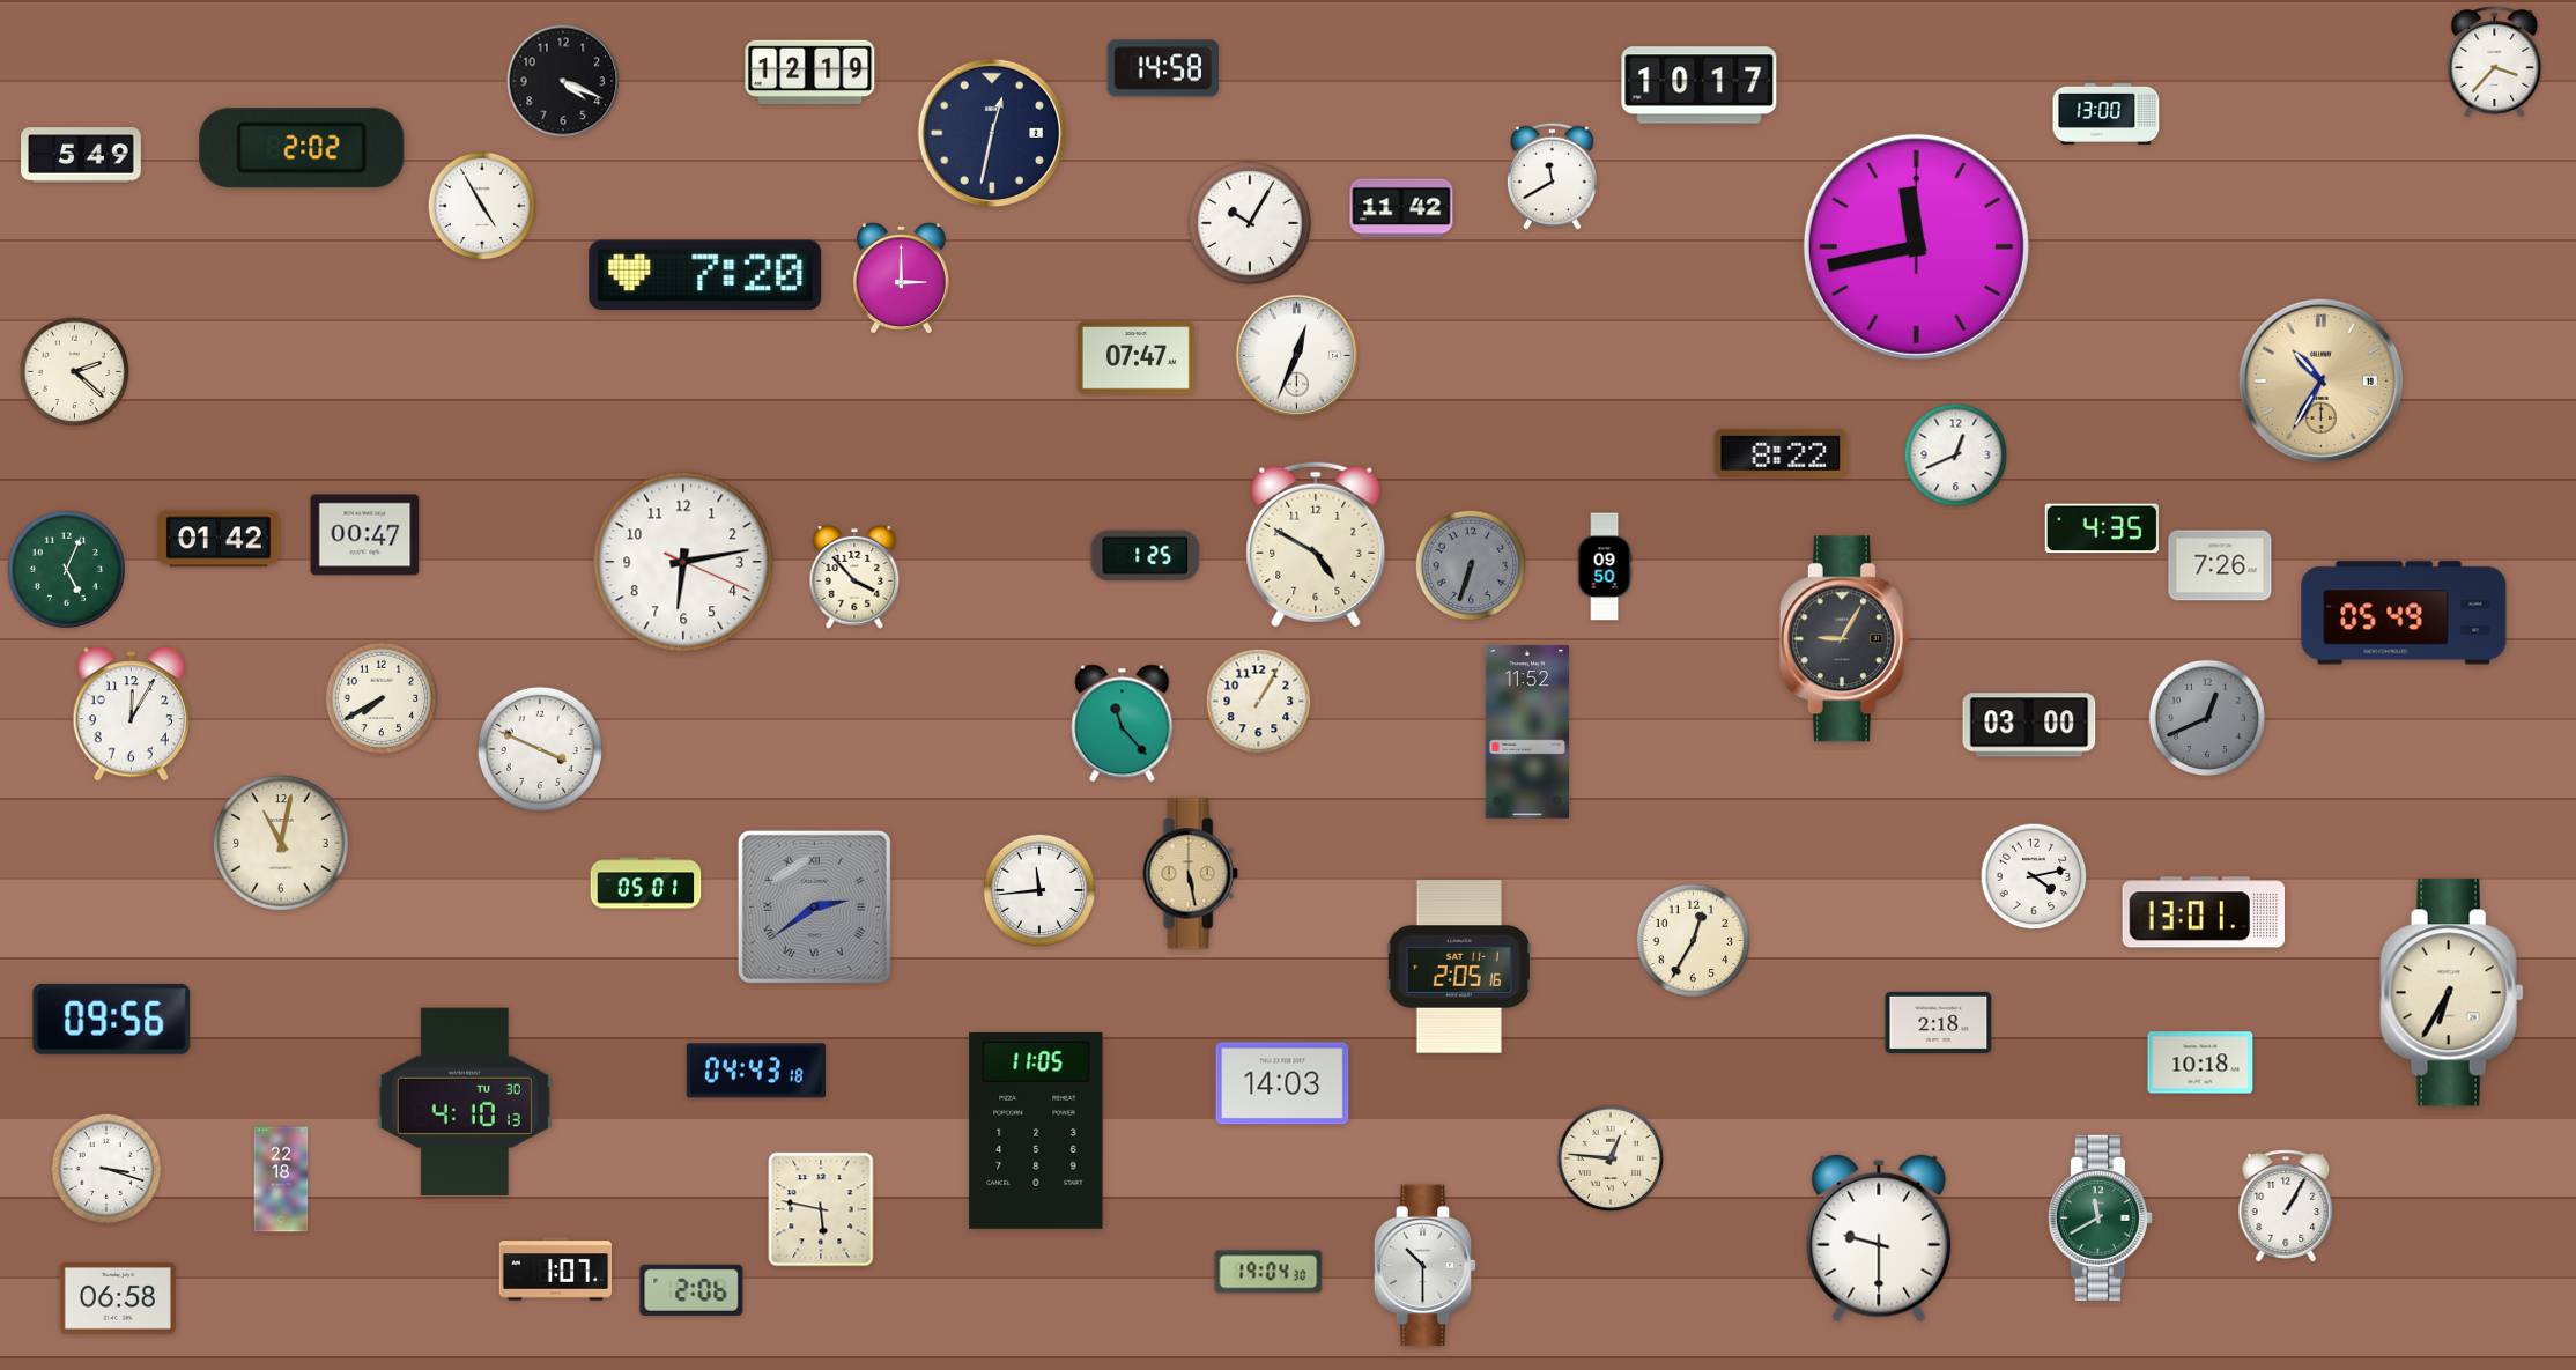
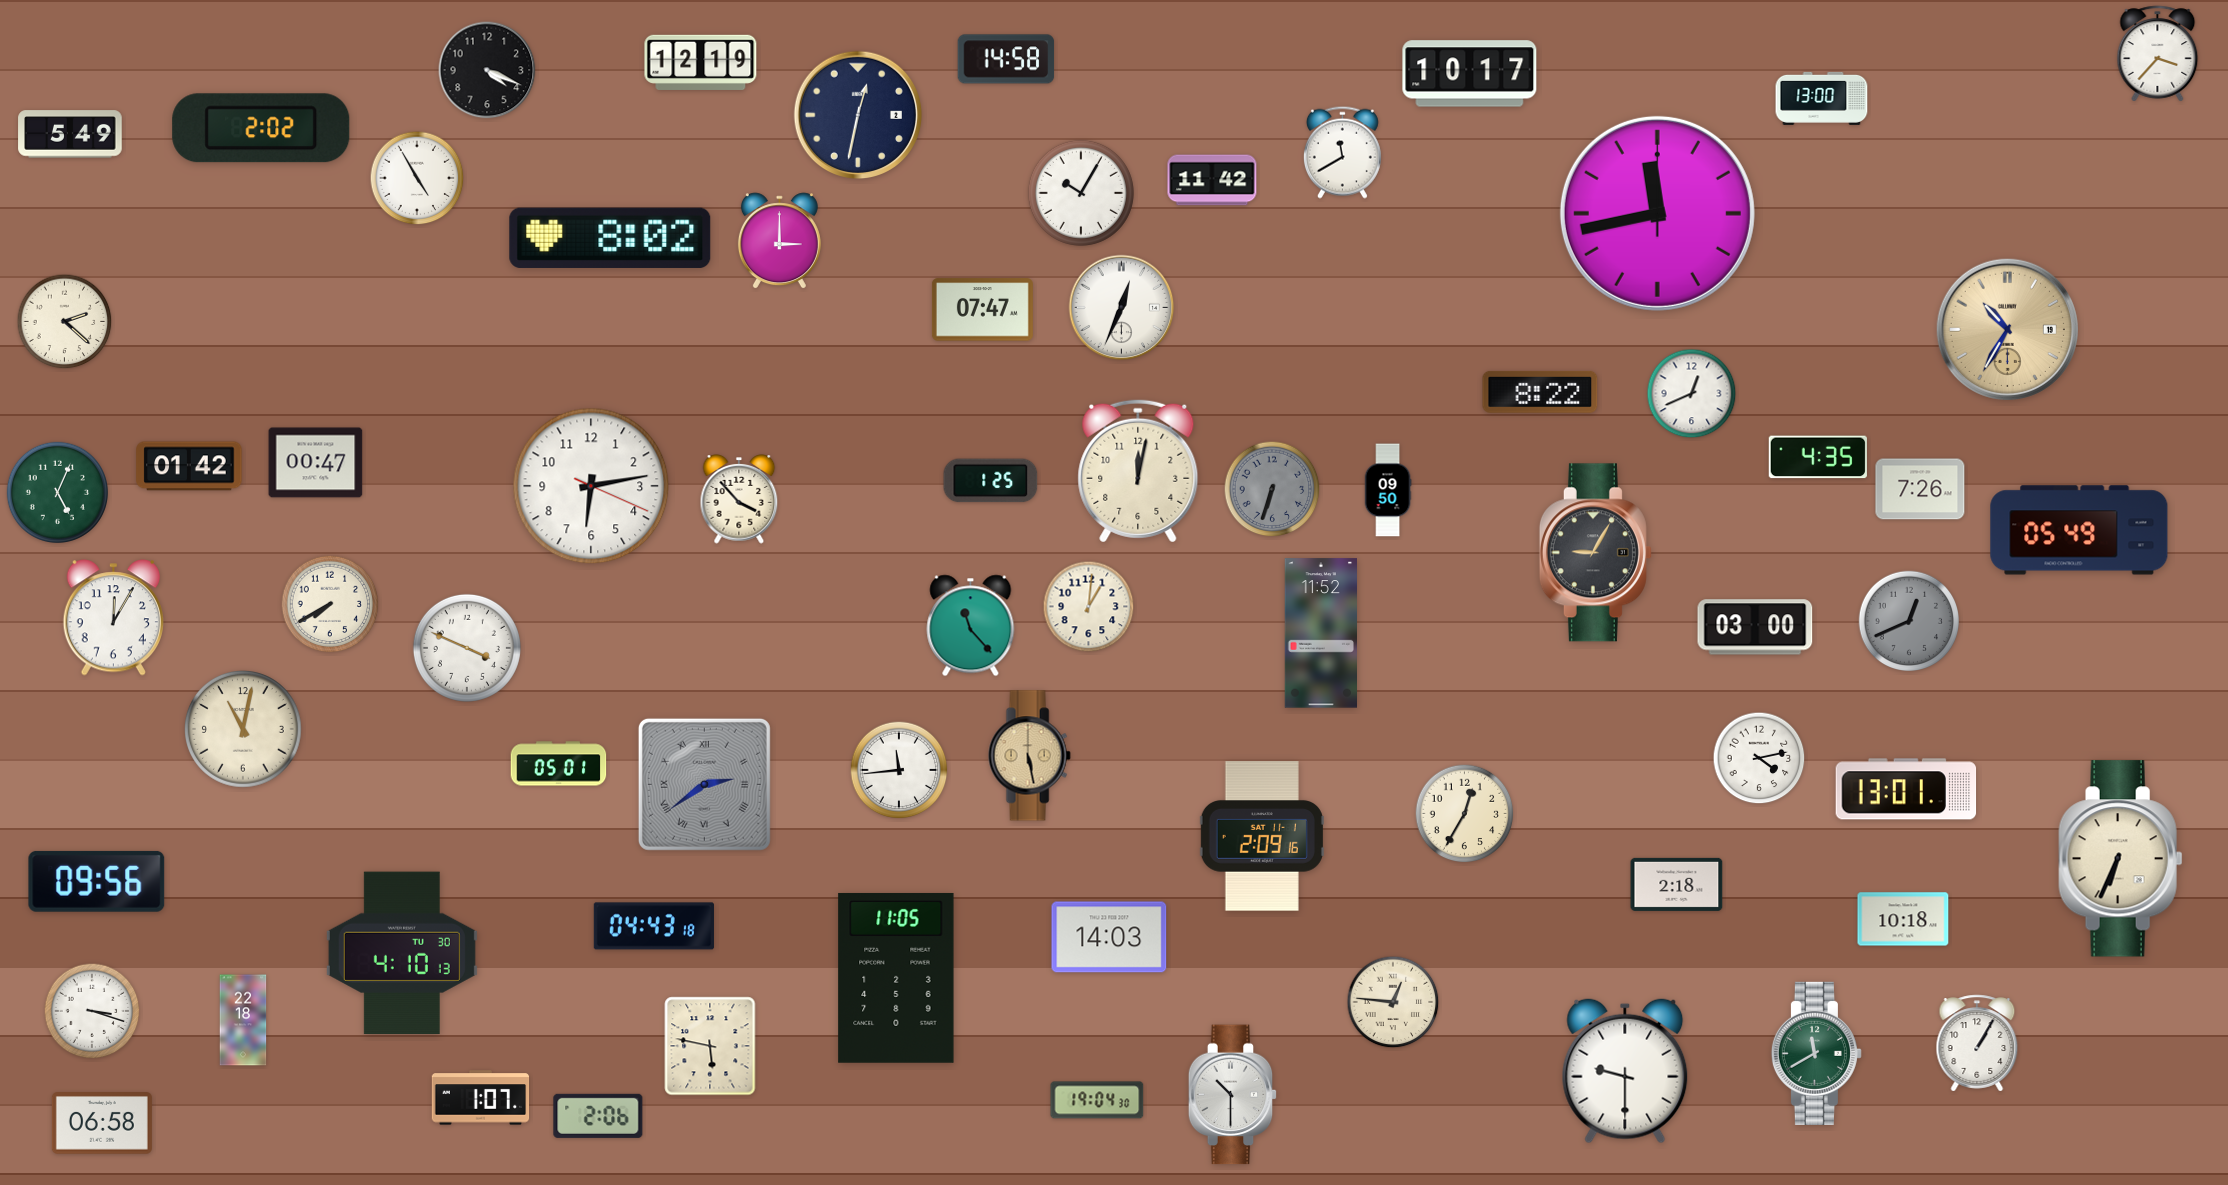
clock at (705, 275): 7:20 -> 8:02
clock at (1316, 545): 4:50 -> 12:02
clock at (1259, 702): 1:05 -> 1:01
clock at (1459, 967): 2:05 -> 2:09
clock at (2452, 993): 6:35 -> 6:34
